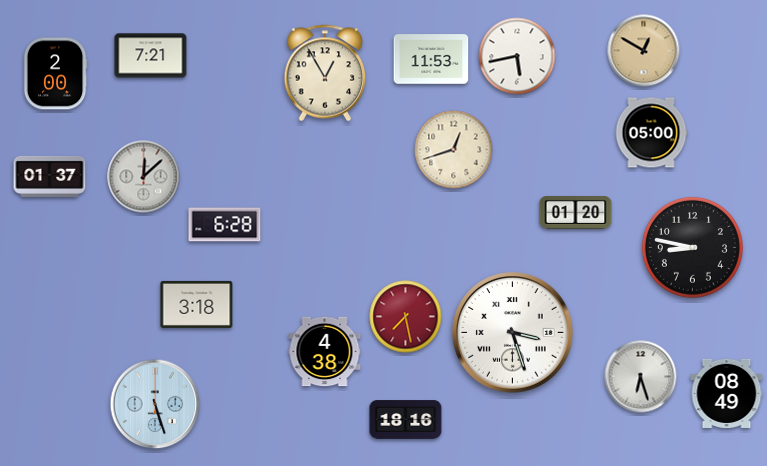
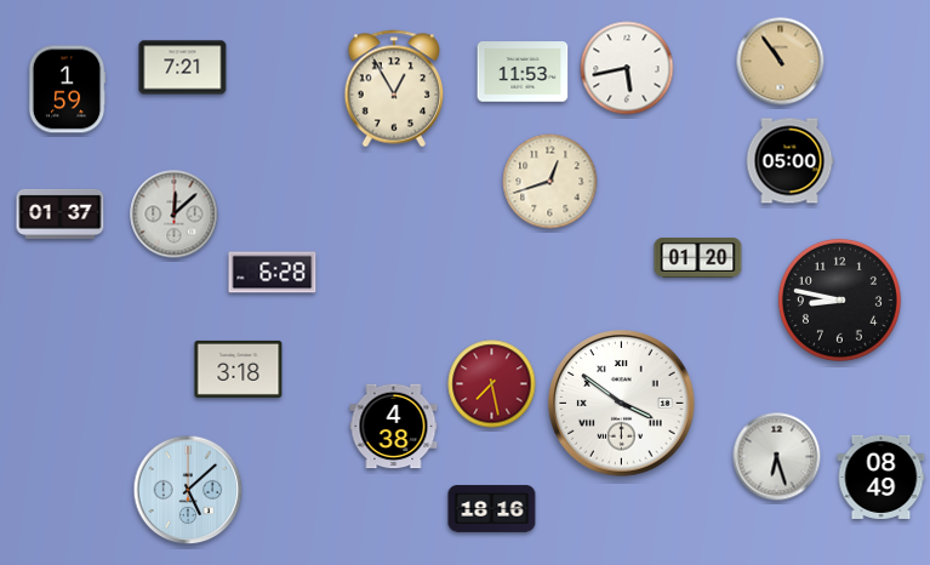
clock at (644, 51): 12:50 -> 10:54
clock at (55, 74): 2:00 -> 1:59
clock at (513, 333): 3:27 -> 3:51
clock at (155, 404): 5:27 -> 5:08
